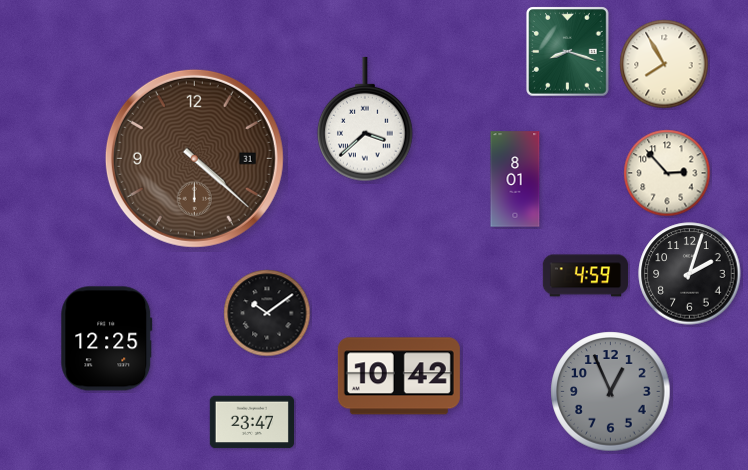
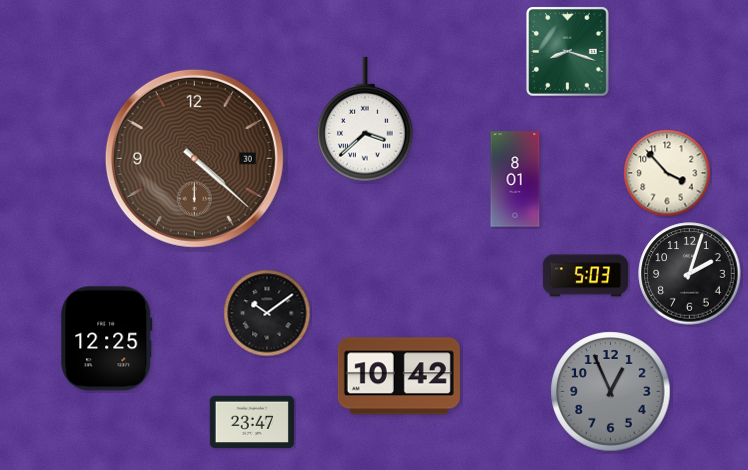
clock at (664, 64): 7:55 -> none
clock at (194, 158) date: 31 -> 30
clock at (667, 173): 2:53 -> 3:53
clock at (585, 276): 4:59 -> 5:03
